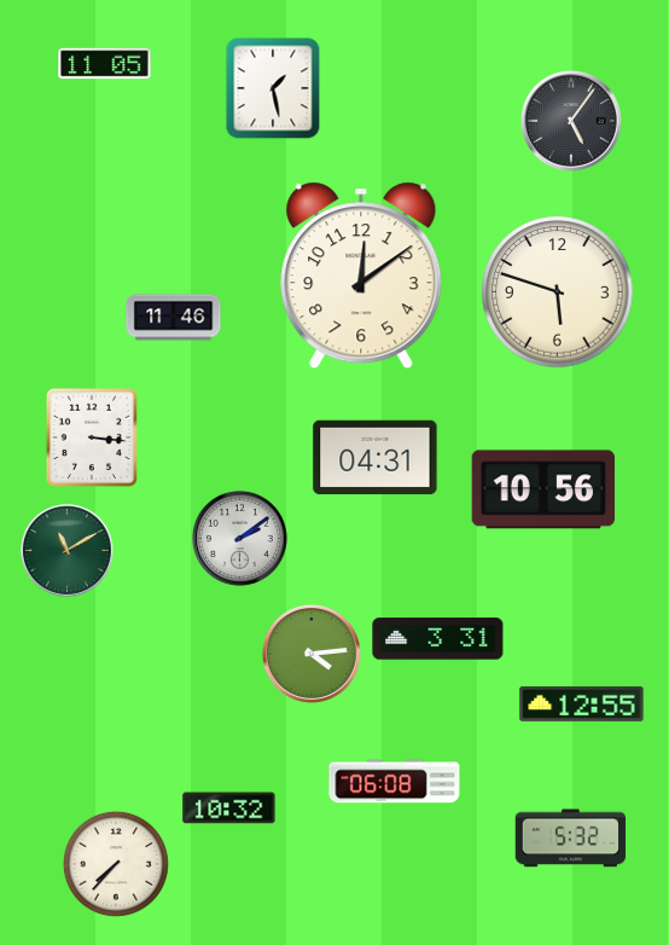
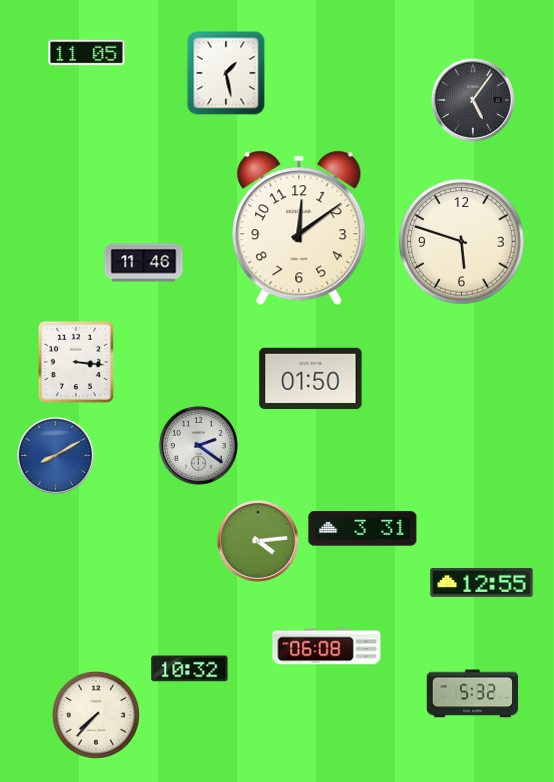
clock at (376, 458): 04:31 -> 01:50
clock at (543, 489): 10:56 -> none
clock at (240, 539): 2:09 -> 2:21
clock at (68, 551): 11:10 -> 8:10
clock at (68, 551) dial: green -> blue
